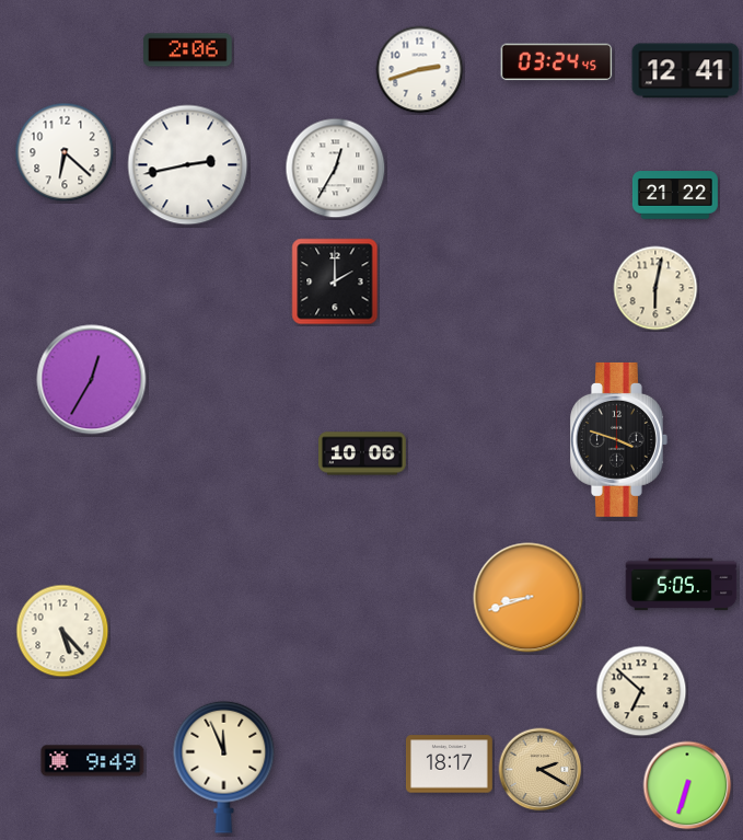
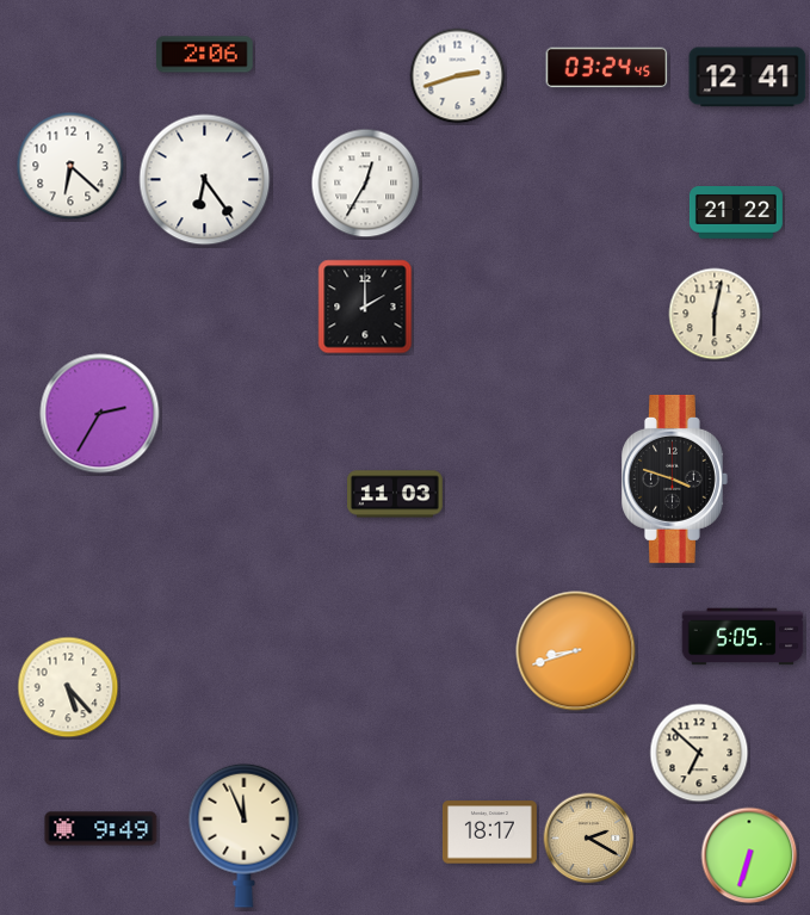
clock at (188, 165): 2:43 -> 6:24
clock at (92, 380): 12:35 -> 2:35
clock at (363, 453): 10:06 -> 11:03
